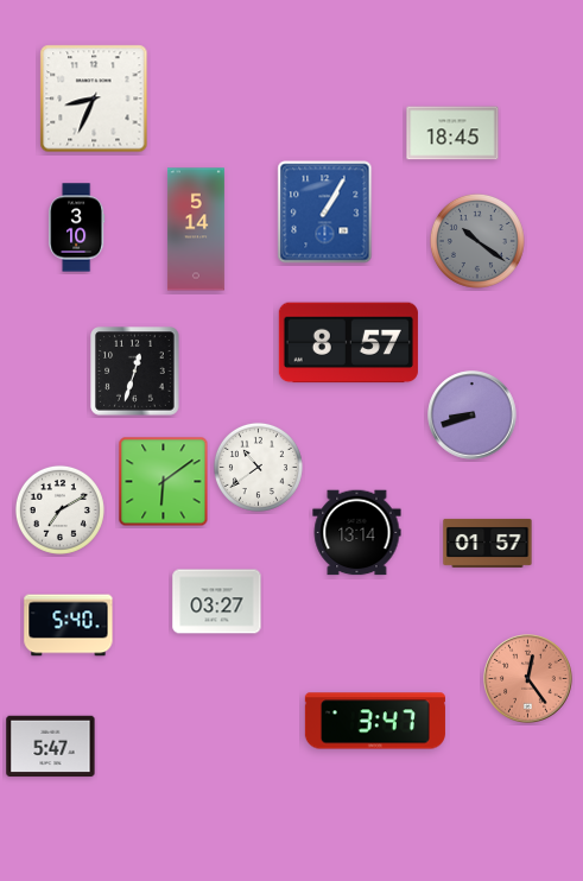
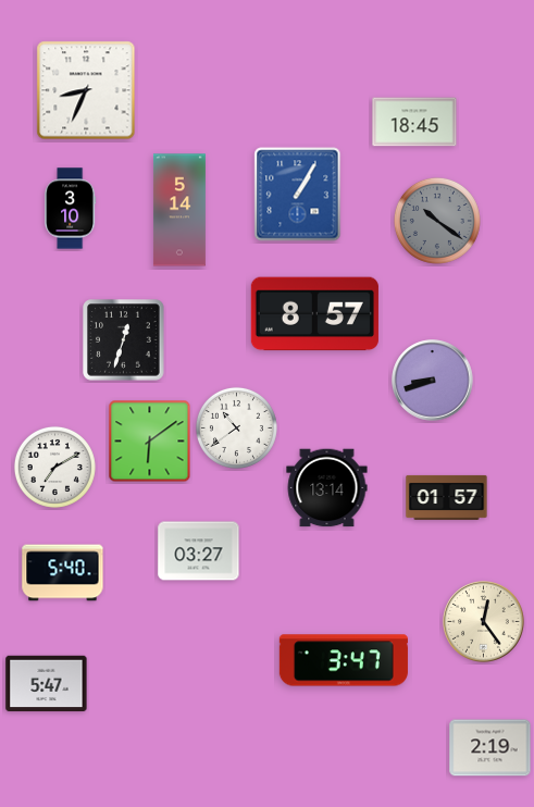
clock at (348, 343) position: (348, 343) -> (314, 314)
clock at (528, 679) dial: salmon -> cream
clock at (490, 748): none -> 2:19
